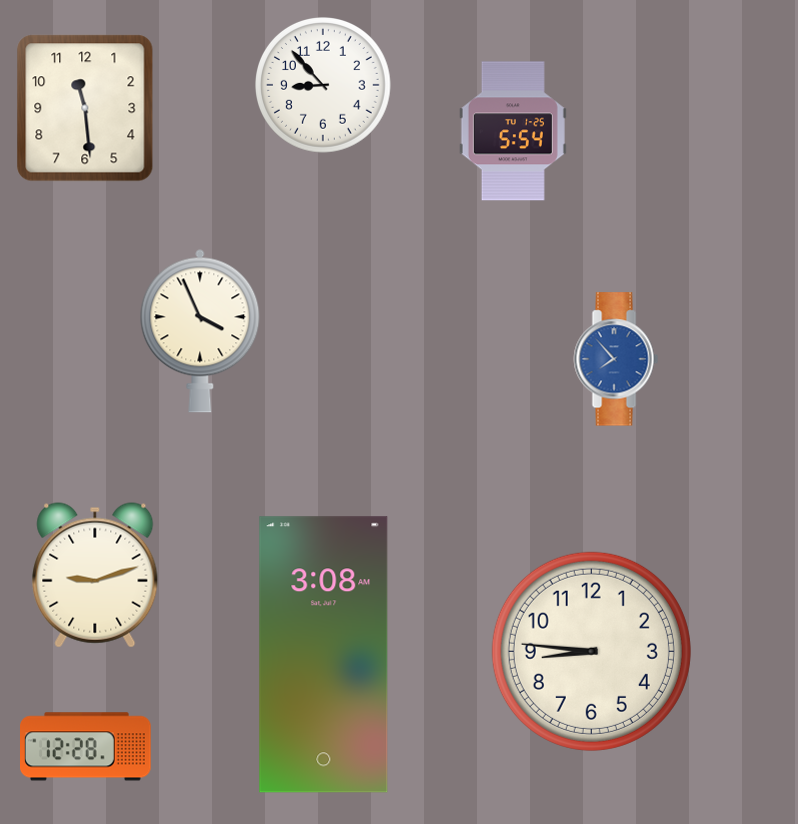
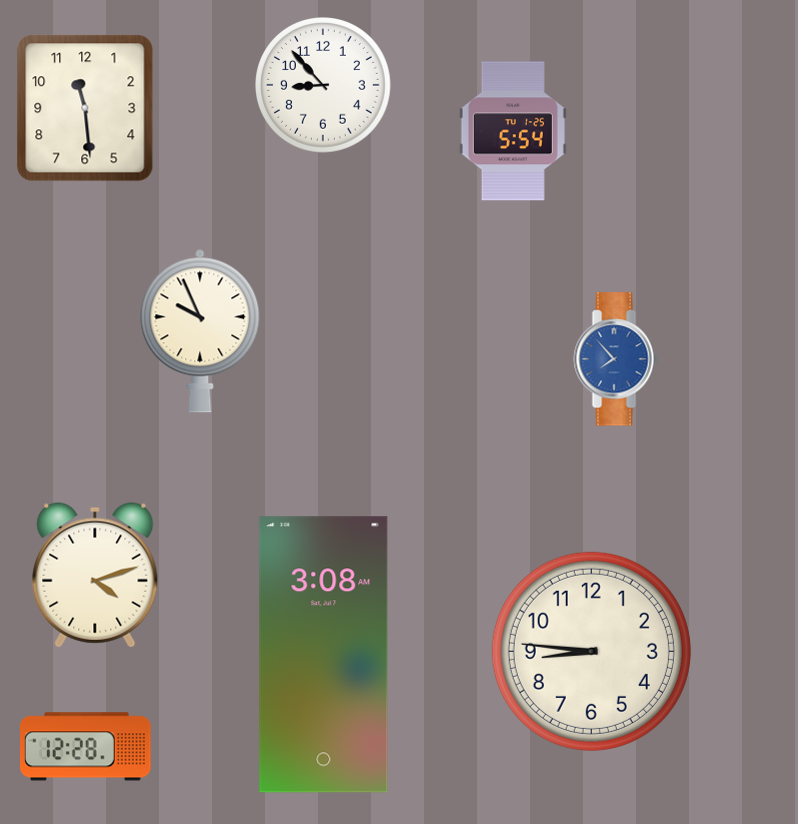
clock at (200, 331): 3:56 -> 9:56
clock at (95, 575): 9:12 -> 4:12
